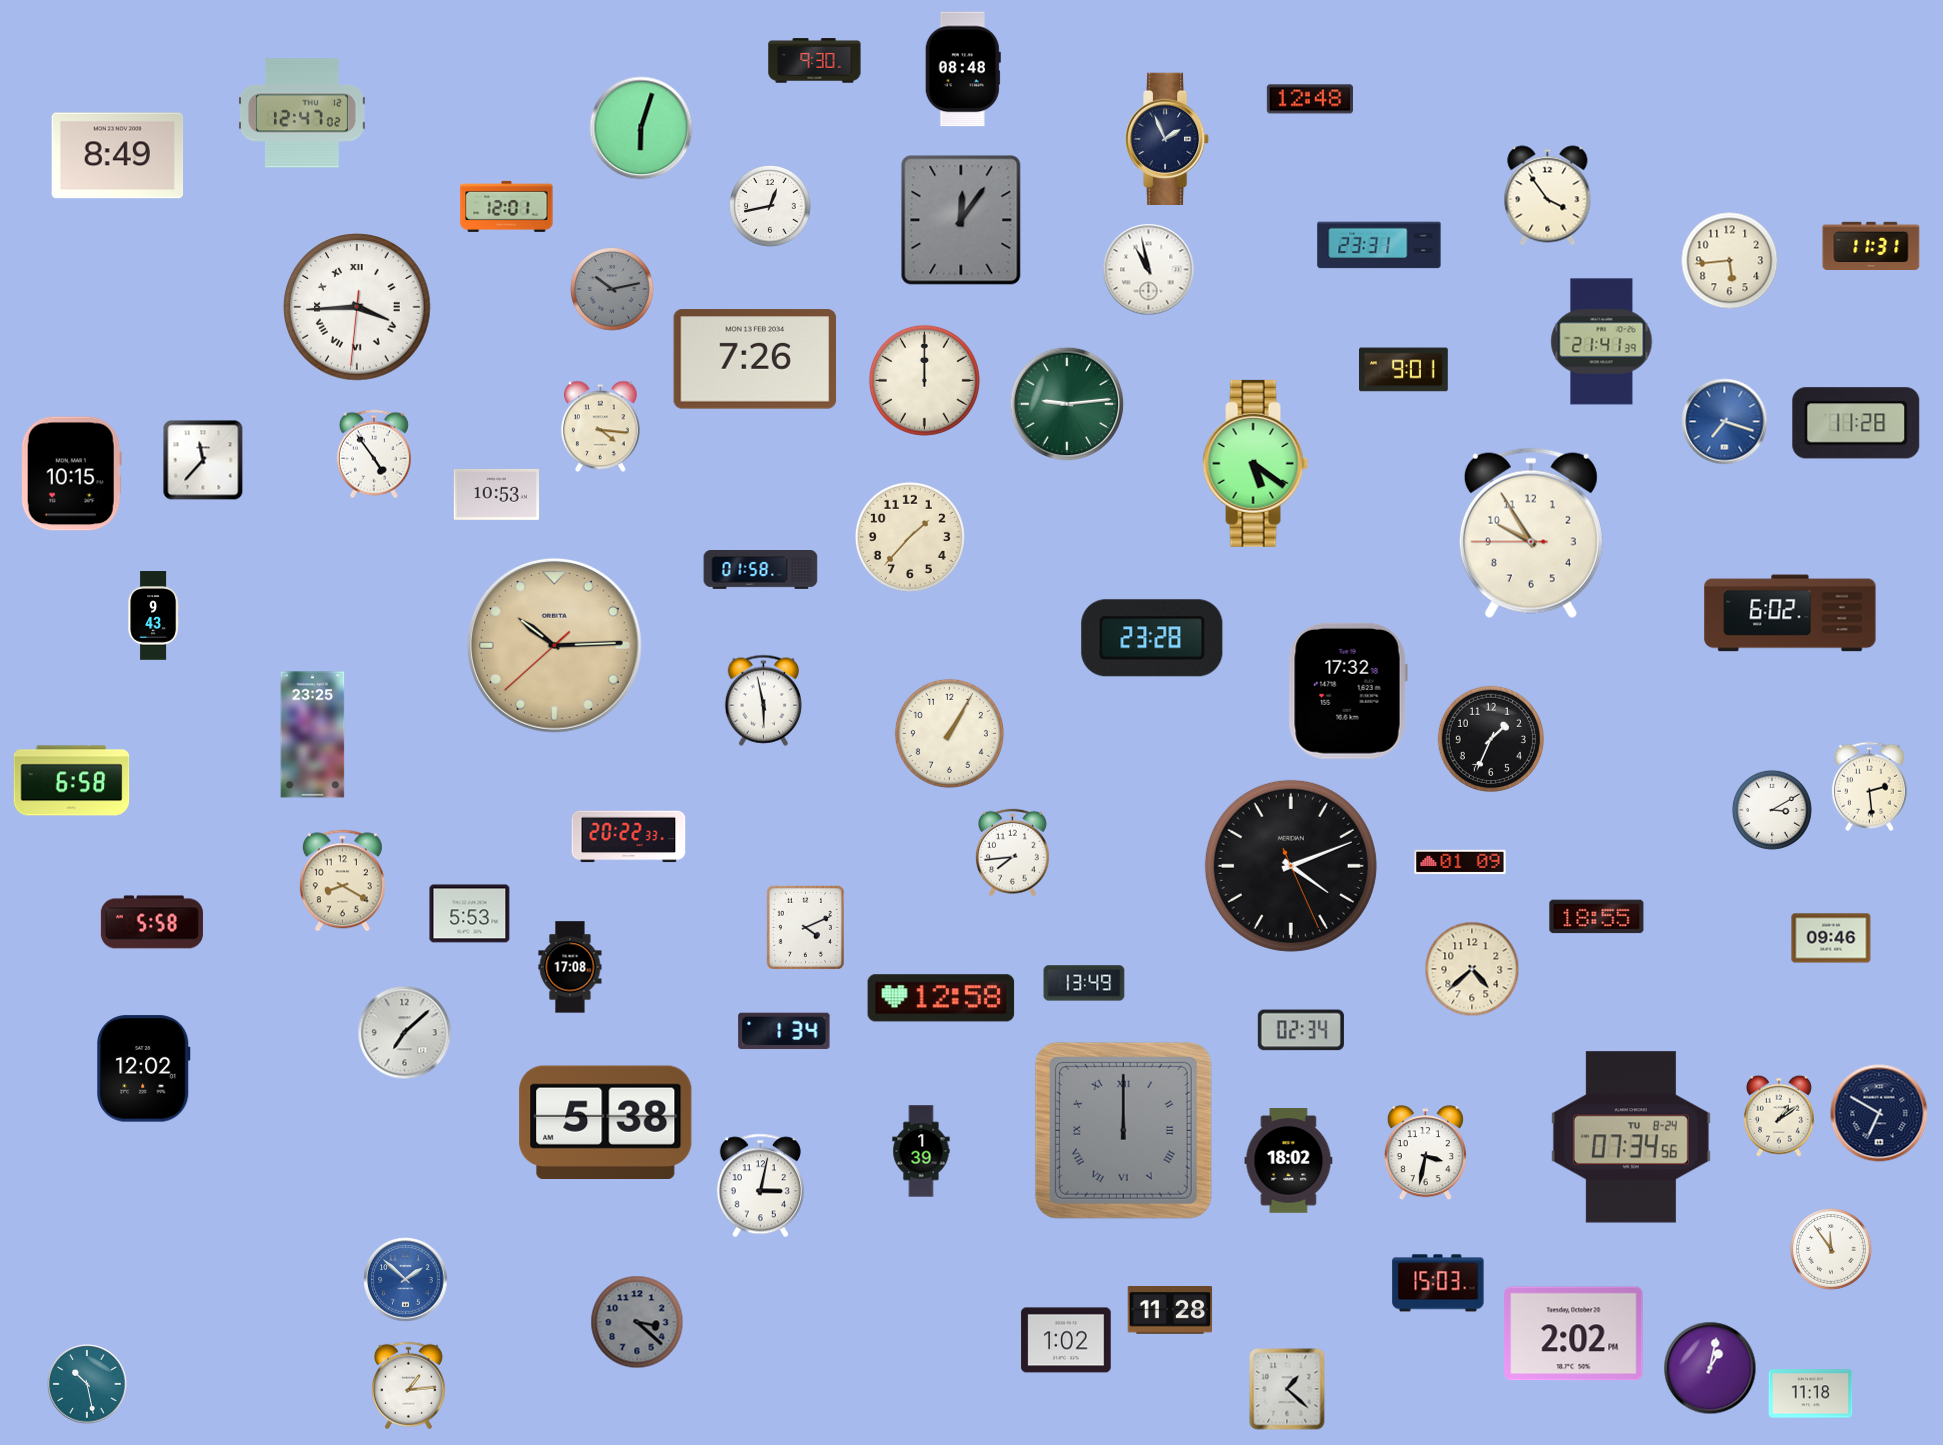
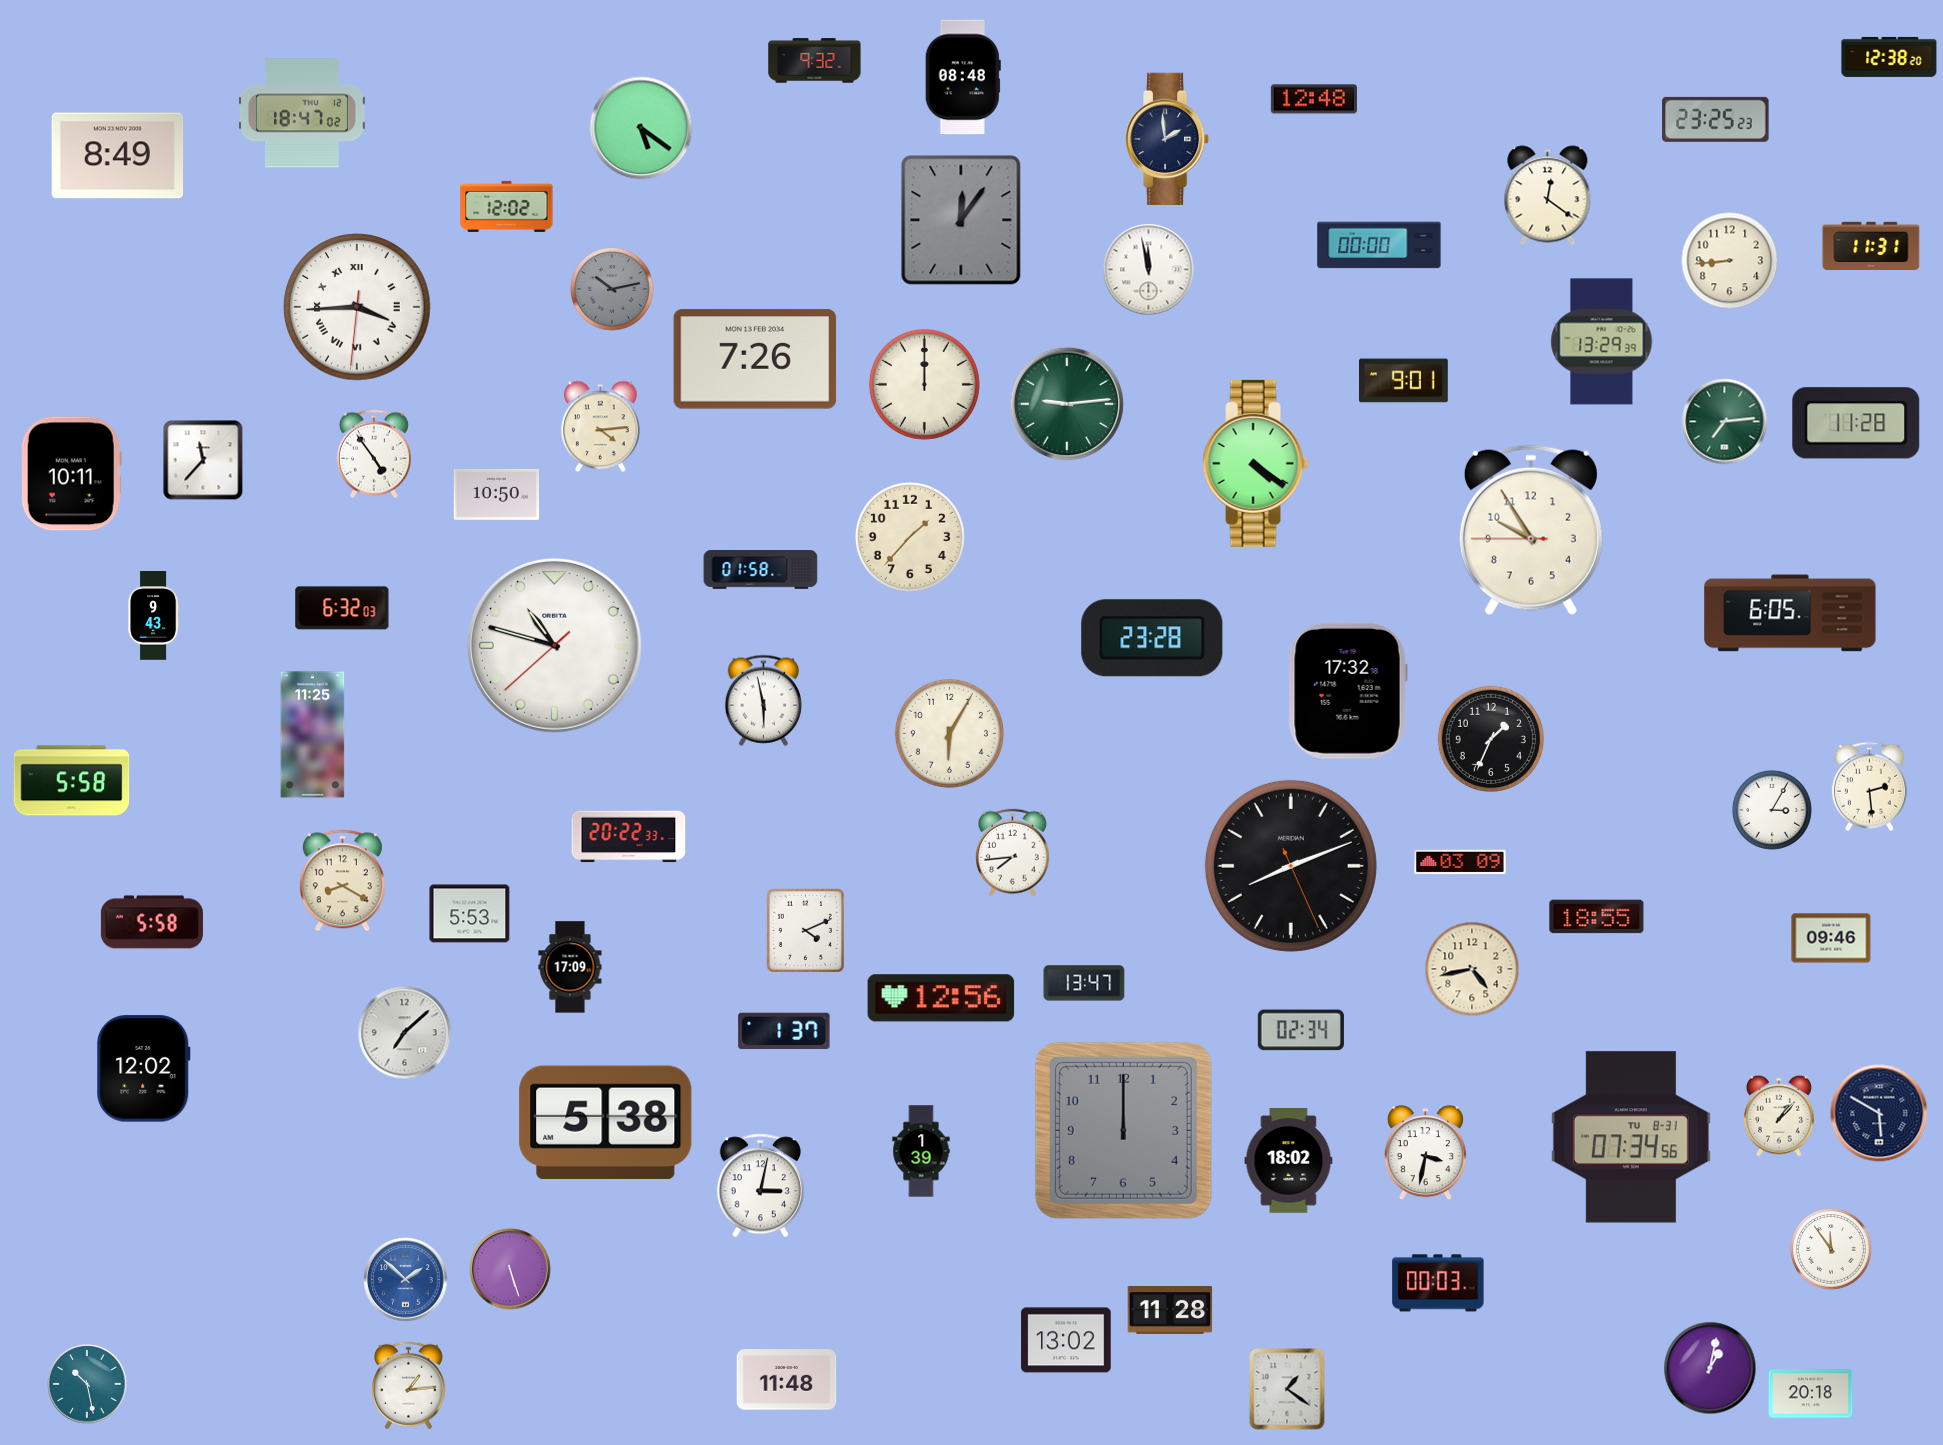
clock at (1889, 57): none -> 12:38
clock at (815, 61): 9:30 -> 9:32
clock at (963, 69) position: (963, 69) -> (963, 77)
clock at (1310, 99) position: (1310, 99) -> (1314, 99)
clock at (302, 113): 12:47 -> 18:47
clock at (1716, 119): none -> 23:25
clock at (641, 128): 6:03 -> 5:21
clock at (1167, 138): 1:56 -> 1:59
clock at (1548, 196): 3:54 -> 12:21
clock at (507, 206): 12:01 -> 12:02
clock at (771, 207): 12:43 -> none
clock at (1379, 245): 23:31 -> 00:00
clock at (1730, 261): 5:44 -> 8:44
clock at (1149, 270): 10:58 -> 11:58
clock at (1602, 342): 21:41 -> 13:29
clock at (1404, 370) position: (1404, 370) -> (1404, 381)
clock at (924, 380) position: (924, 380) -> (924, 384)
clock at (1725, 422): 7:18 -> 7:14
clock at (1725, 422) dial: blue -> green
clock at (601, 427): 4:16 -> 4:14
clock at (1256, 463): 5:21 -> 4:21
clock at (71, 474): 10:15 -> 10:11
clock at (496, 494): 10:53 -> 10:50
clock at (1531, 533) position: (1531, 533) -> (1531, 530)
clock at (342, 608): none -> 6:32
clock at (1790, 613): 6:02 -> 6:05
clock at (554, 645): 10:14 -> 10:47
clock at (554, 645) dial: champagne -> white
clock at (949, 733): 1:05 -> 6:05
clock at (313, 735): 23:25 -> 11:25
clock at (72, 781): 6:58 -> 5:58
clock at (1772, 810): 3:10 -> 3:05
clock at (1460, 862): 01:09 -> 03:09
clock at (1291, 866): 4:11 -> 8:11
clock at (805, 927) position: (805, 927) -> (805, 930)
clock at (570, 967): 17:08 -> 17:09
clock at (1472, 969): 4:38 -> 4:43
clock at (1084, 983): 13:49 -> 13:47
clock at (941, 998): 12:58 -> 12:56
clock at (784, 1031): 1:34 -> 1:37
clock at (1879, 1113): 6:50 -> 5:50
clock at (1779, 1116): 1:09 -> 1:07
clock at (1123, 1130) numerals: Roman -> Arabic
clock at (1631, 1137) date: TU 8-24 -> TU 8-31
clock at (510, 1269): none -> 5:27
clock at (1438, 1283): 15:03 -> 00:03
clock at (637, 1322): 3:22 -> none
clock at (1574, 1334): 2:02 -> none
clock at (1066, 1340): 1:02 -> 13:02
clock at (787, 1380): none -> 11:48
clock at (1287, 1389): 1:22 -> 1:21
clock at (1811, 1394): 11:18 -> 20:18
